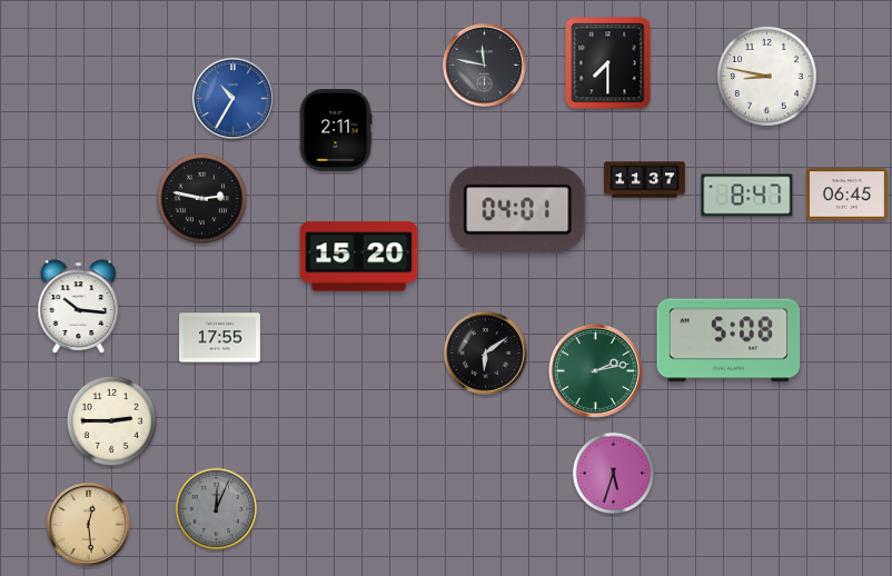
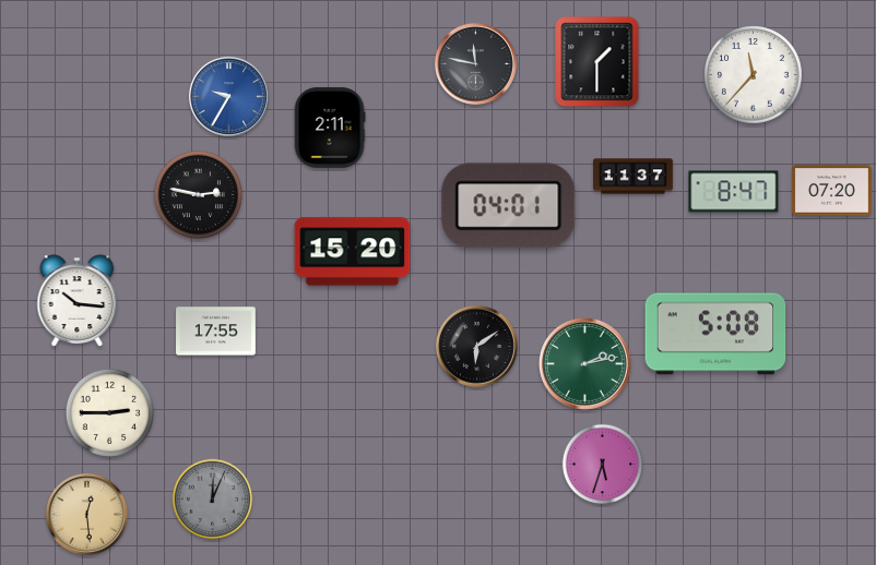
clock at (608, 63): 7:30 -> 1:30
clock at (767, 77): 8:47 -> 11:37
clock at (232, 98): 10:35 -> 9:35
clock at (848, 195): 06:45 -> 07:20
